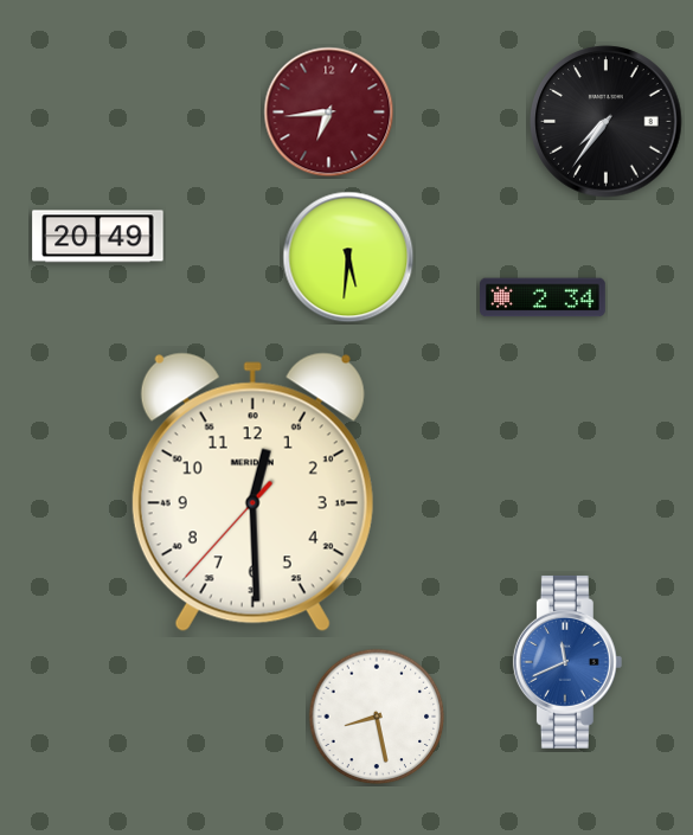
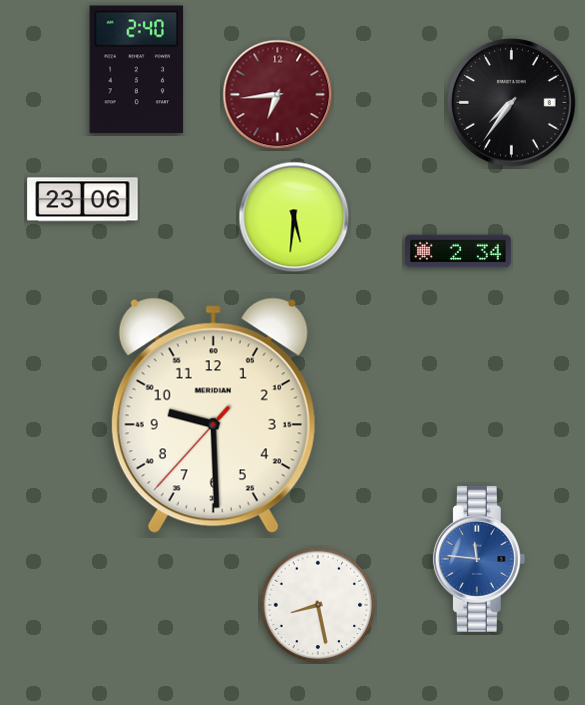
clock at (137, 70): none -> 2:40
clock at (98, 237): 20:49 -> 23:06
clock at (252, 493): 12:29 -> 9:29
clock at (567, 662): 11:41 -> 11:46
